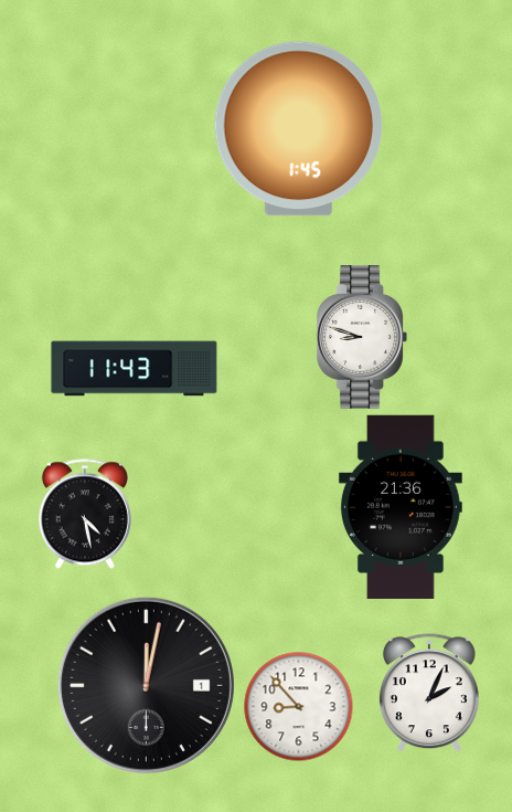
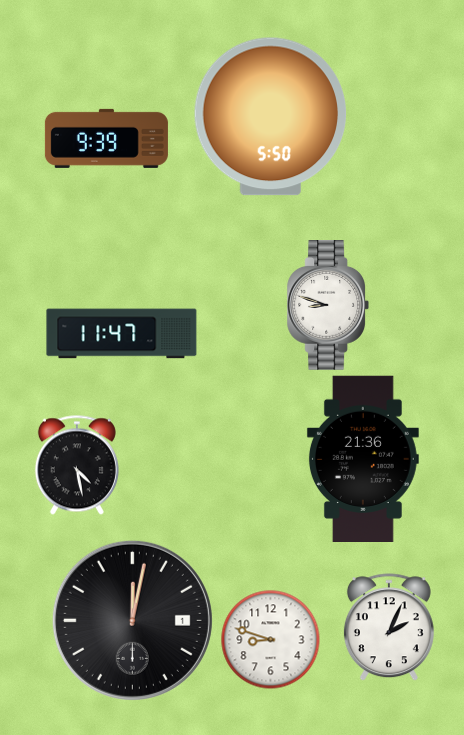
clock at (299, 129): 1:45 -> 5:50
clock at (106, 138): none -> 9:39
clock at (135, 369): 11:43 -> 11:47
clock at (299, 707): 8:53 -> 8:48
